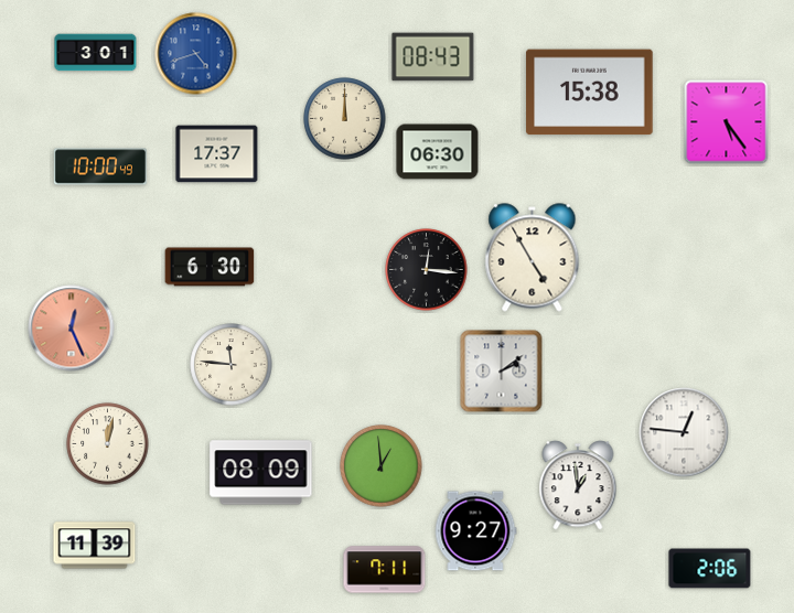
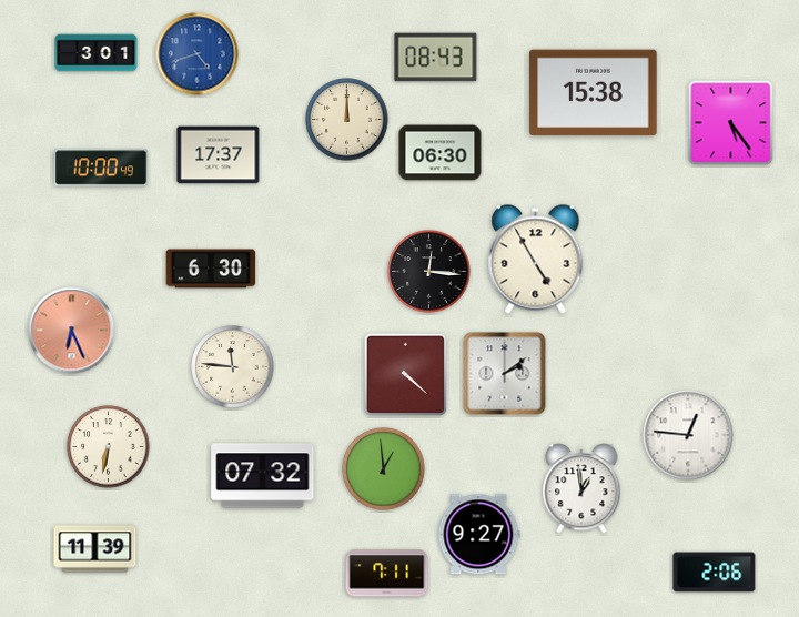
clock at (72, 329): 12:26 -> 6:26
clock at (405, 374): none -> 4:22
clock at (108, 444): 12:02 -> 6:32
clock at (261, 473): 08:09 -> 07:32
